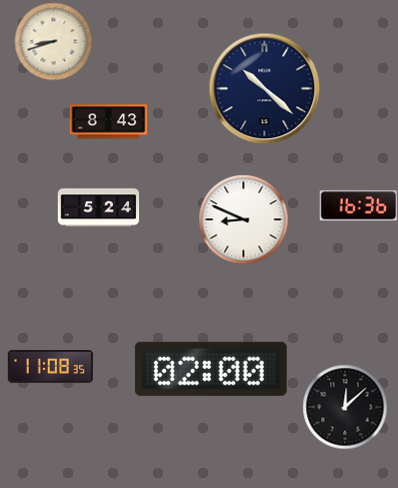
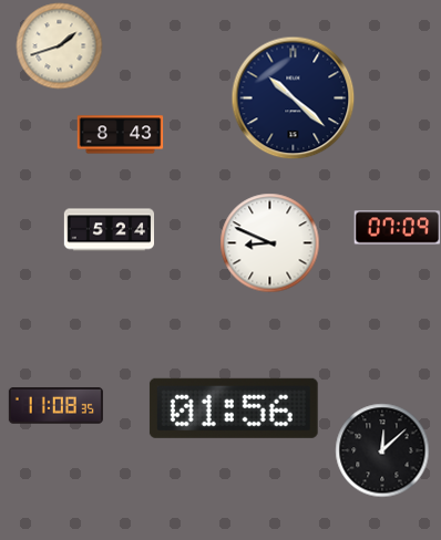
clock at (53, 41): 8:42 -> 1:42
clock at (358, 206): 16:36 -> 07:09
clock at (211, 369): 02:00 -> 01:56
